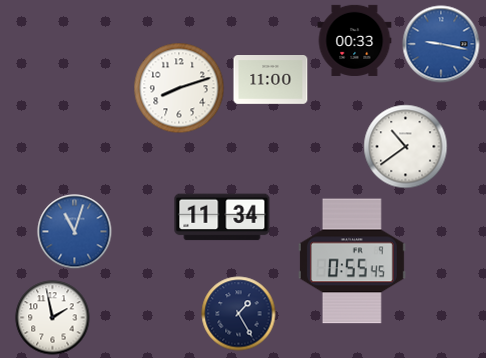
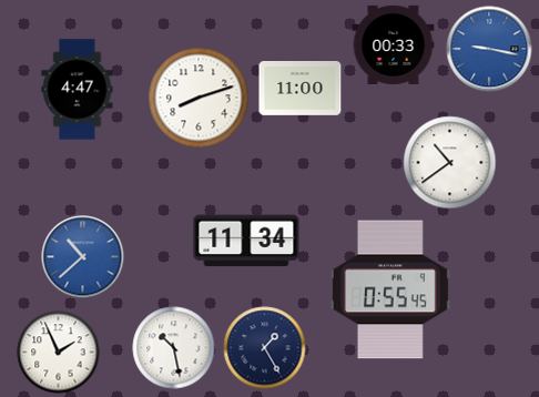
clock at (78, 90): none -> 4:47
clock at (75, 232): 11:03 -> 10:38
clock at (174, 348): none -> 10:28
clock at (53, 318): 1:58 -> 1:56
